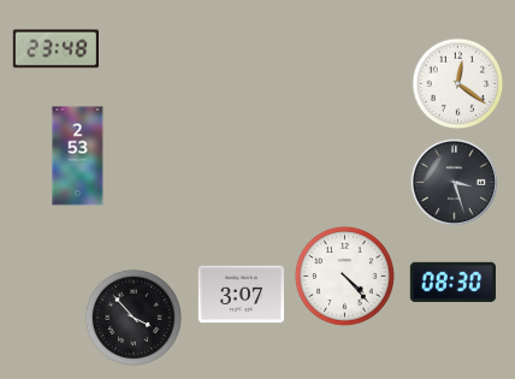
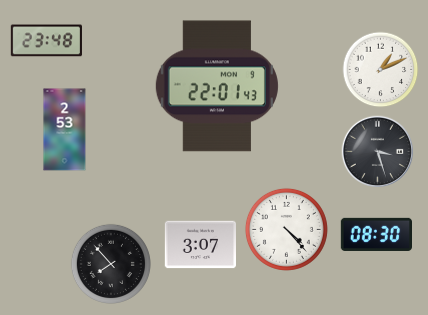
clock at (458, 84): 12:21 -> 1:11
clock at (217, 86): none -> 22:01
clock at (134, 318): 3:53 -> 7:53
